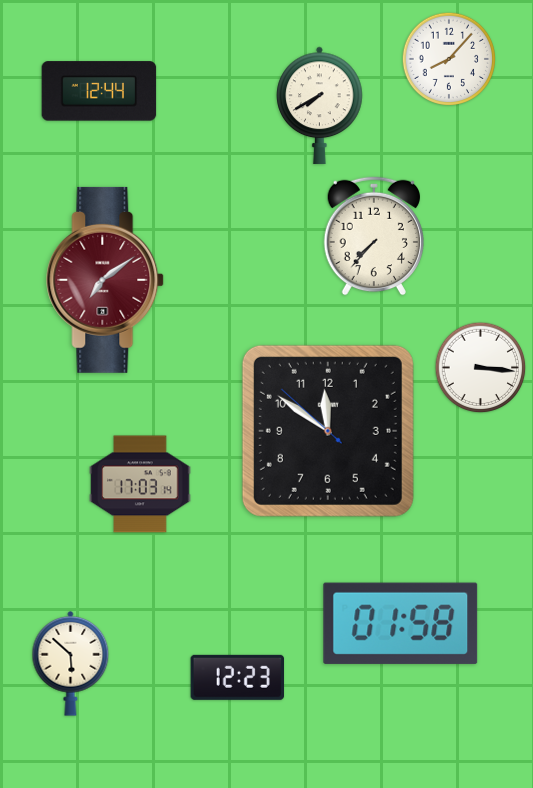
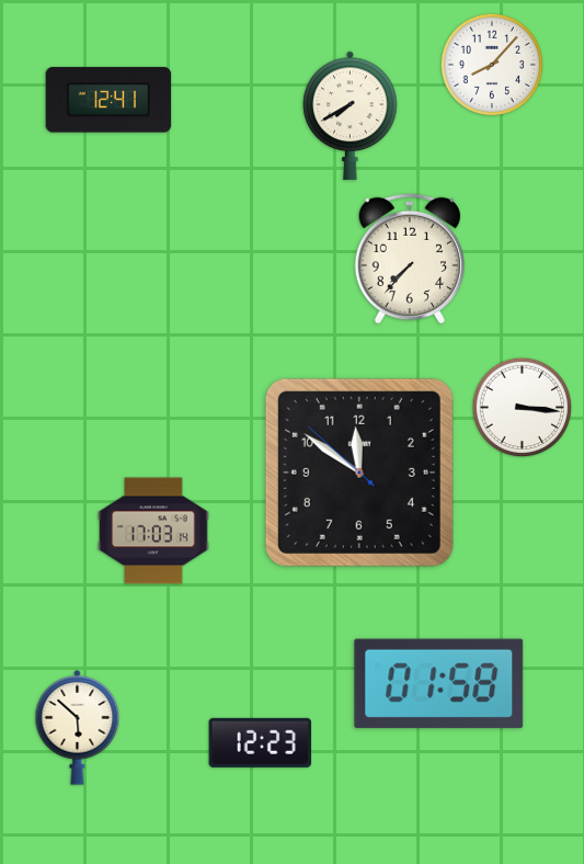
clock at (99, 91): 12:44 -> 12:41
clock at (106, 280): 7:09 -> none
clock at (481, 368) position: (481, 368) -> (523, 408)
